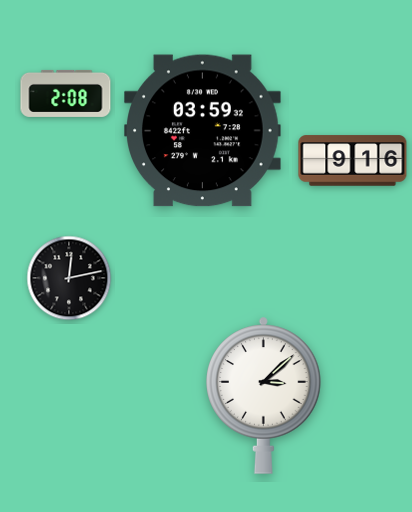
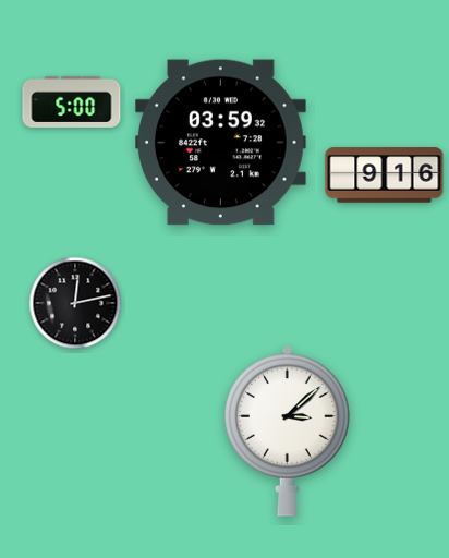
clock at (66, 93): 2:08 -> 5:00
